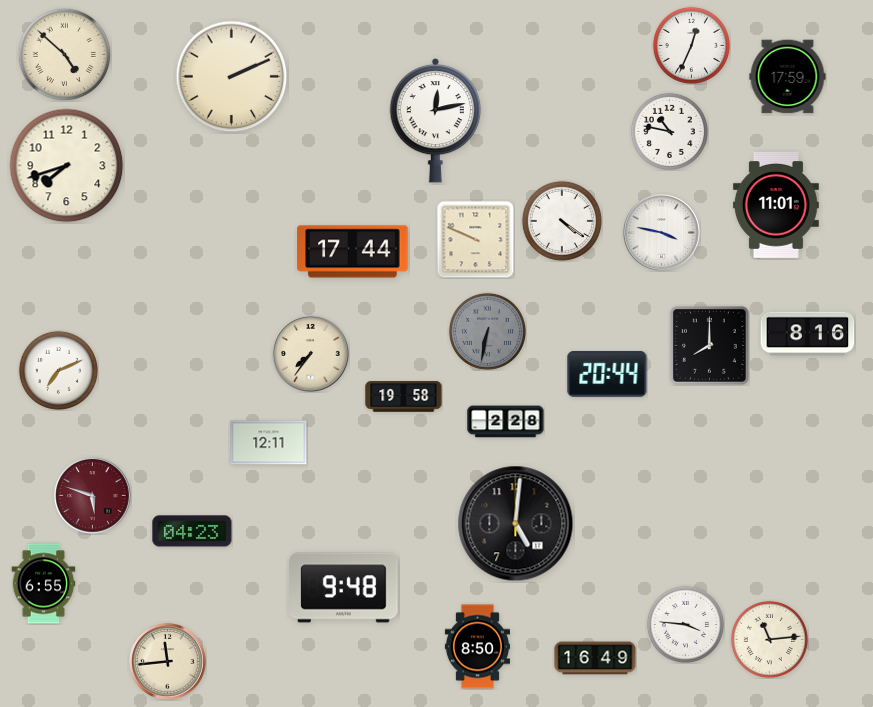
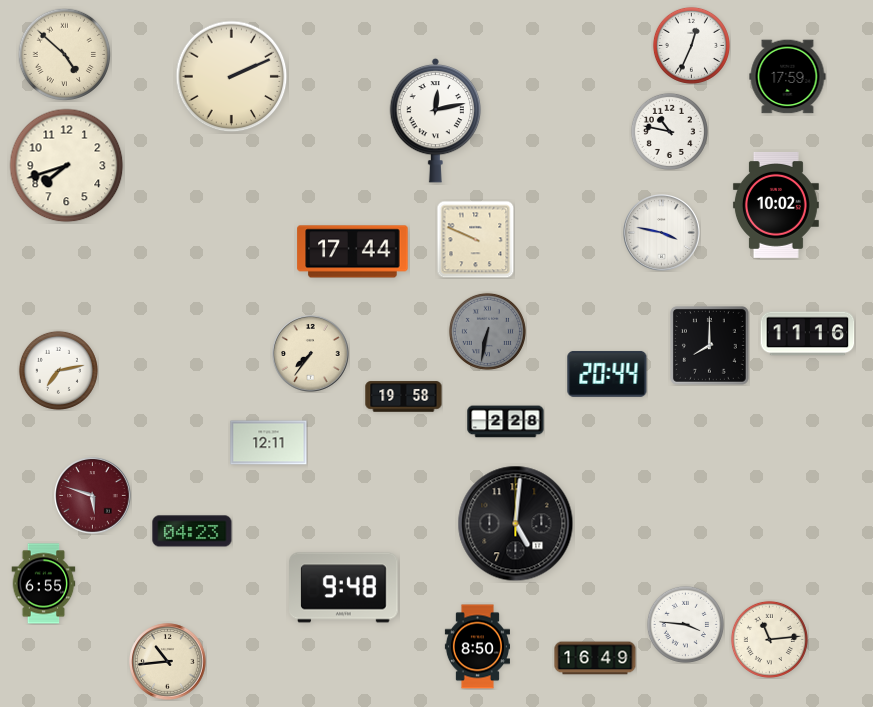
clock at (776, 205): 11:01 -> 10:02
clock at (562, 221): 4:21 -> none
clock at (808, 334): 8:16 -> 11:16
clock at (58, 370): 7:11 -> 7:13
clock at (168, 662): 11:44 -> 10:44
